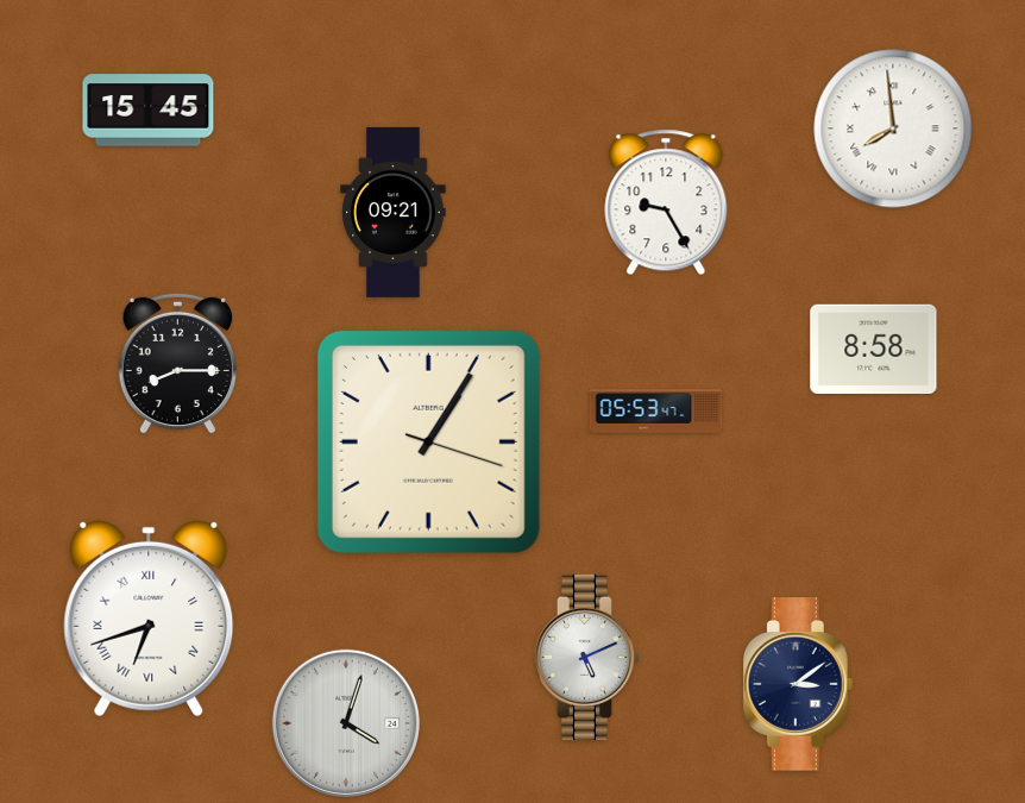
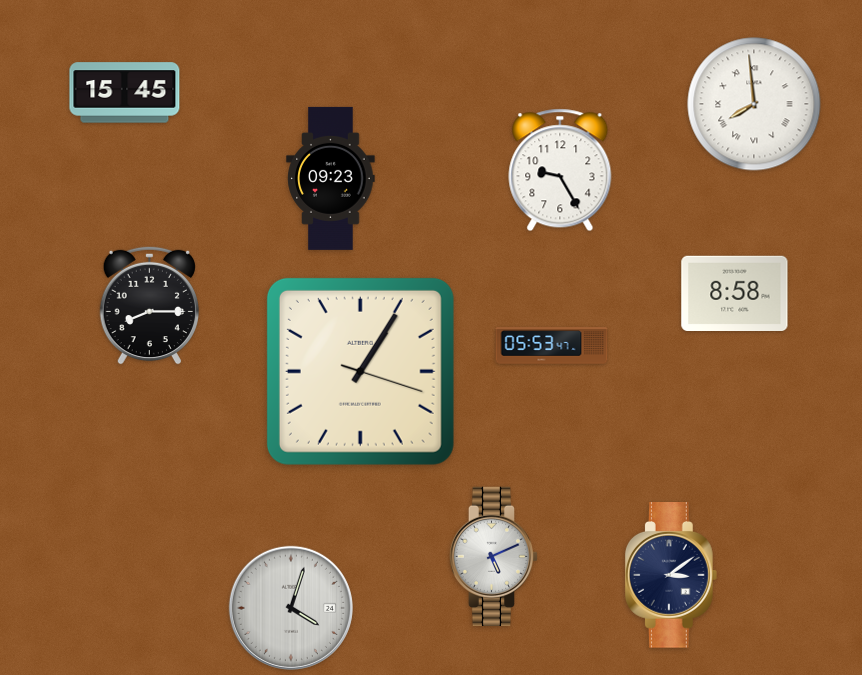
clock at (893, 128) position: (893, 128) -> (754, 104)
clock at (394, 212): 09:21 -> 09:23
clock at (149, 619): 6:42 -> none
clock at (587, 657) position: (587, 657) -> (494, 556)
